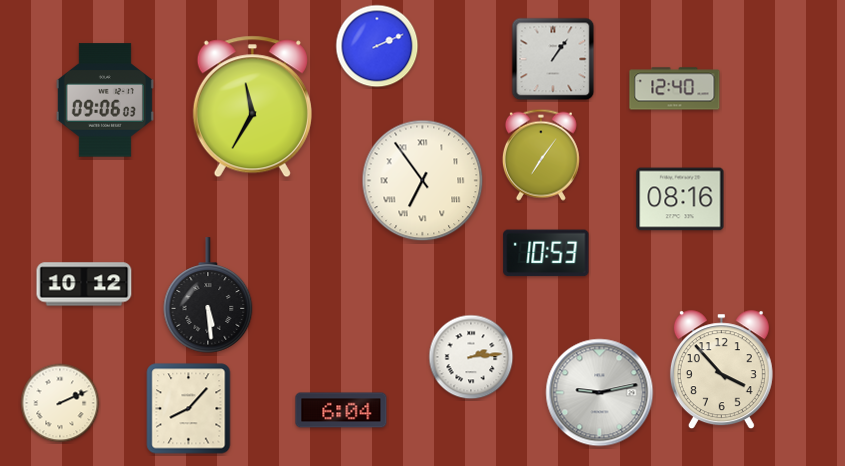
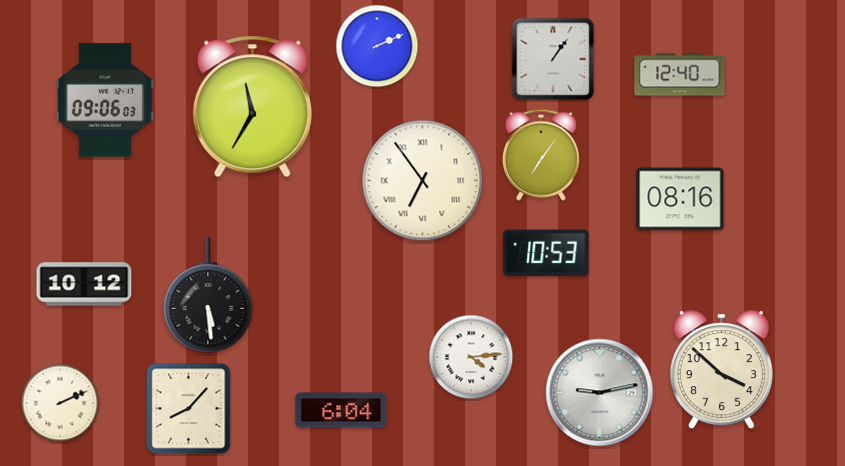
clock at (675, 89) position: (675, 89) -> (680, 75)
clock at (471, 357): 2:14 -> 4:14
clock at (721, 370): 3:53 -> 3:52
